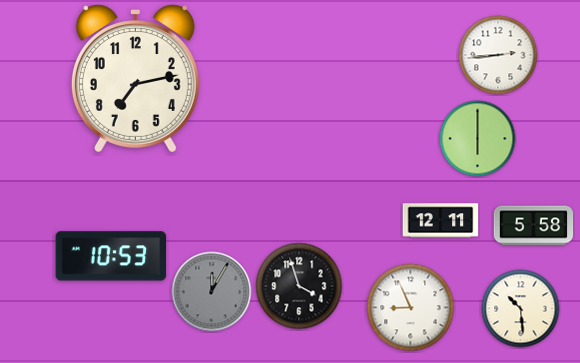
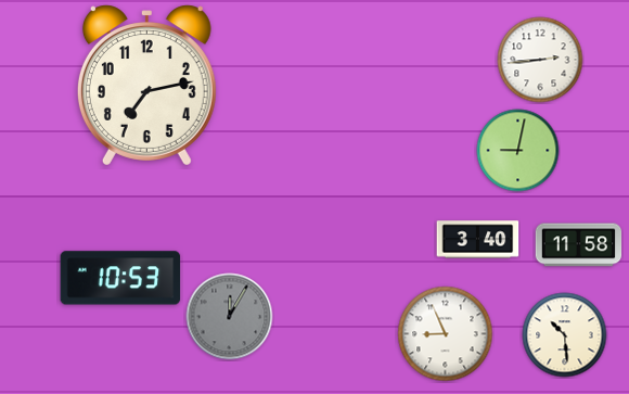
clock at (478, 139): 6:00 -> 9:02
clock at (441, 221): 12:11 -> 3:40
clock at (534, 226): 5:58 -> 11:58
clock at (299, 286): 3:57 -> none
